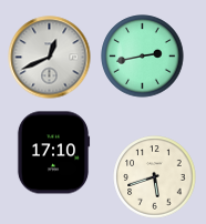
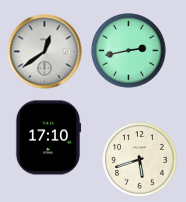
clock at (50, 58): 12:41 -> 12:39
